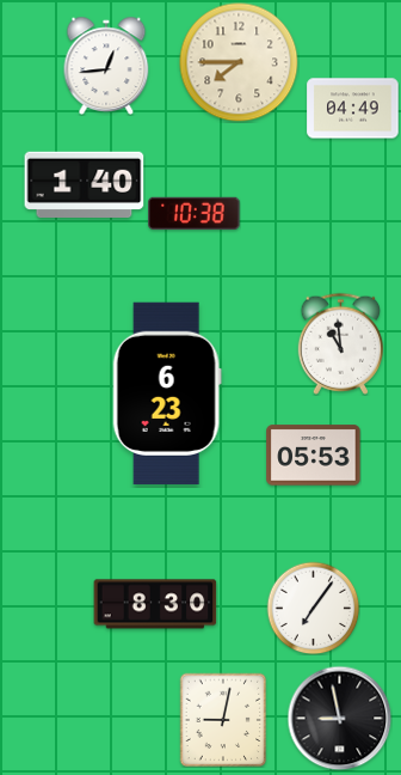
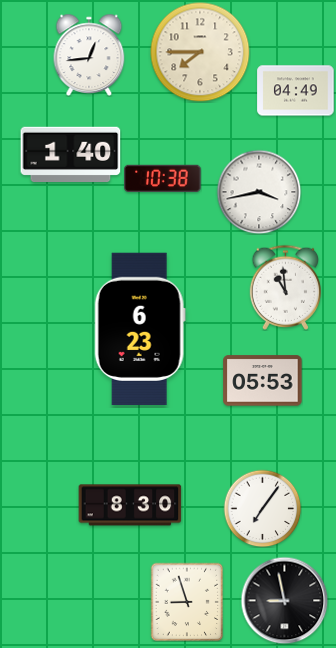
clock at (259, 192): none -> 3:43
clock at (223, 720): 9:02 -> 8:57
